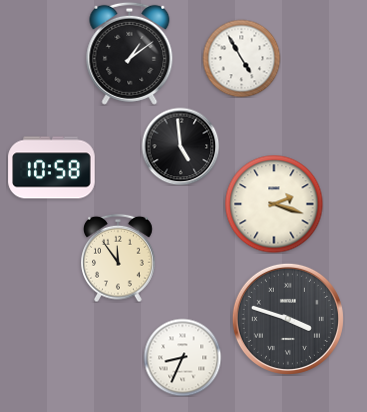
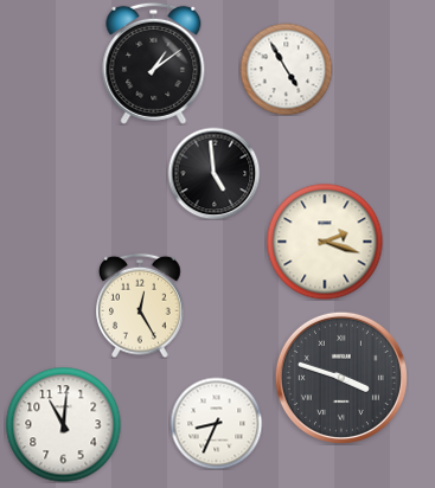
clock at (52, 168): 10:58 -> none
clock at (118, 258): 11:54 -> 12:25
clock at (63, 424): none -> 11:01
